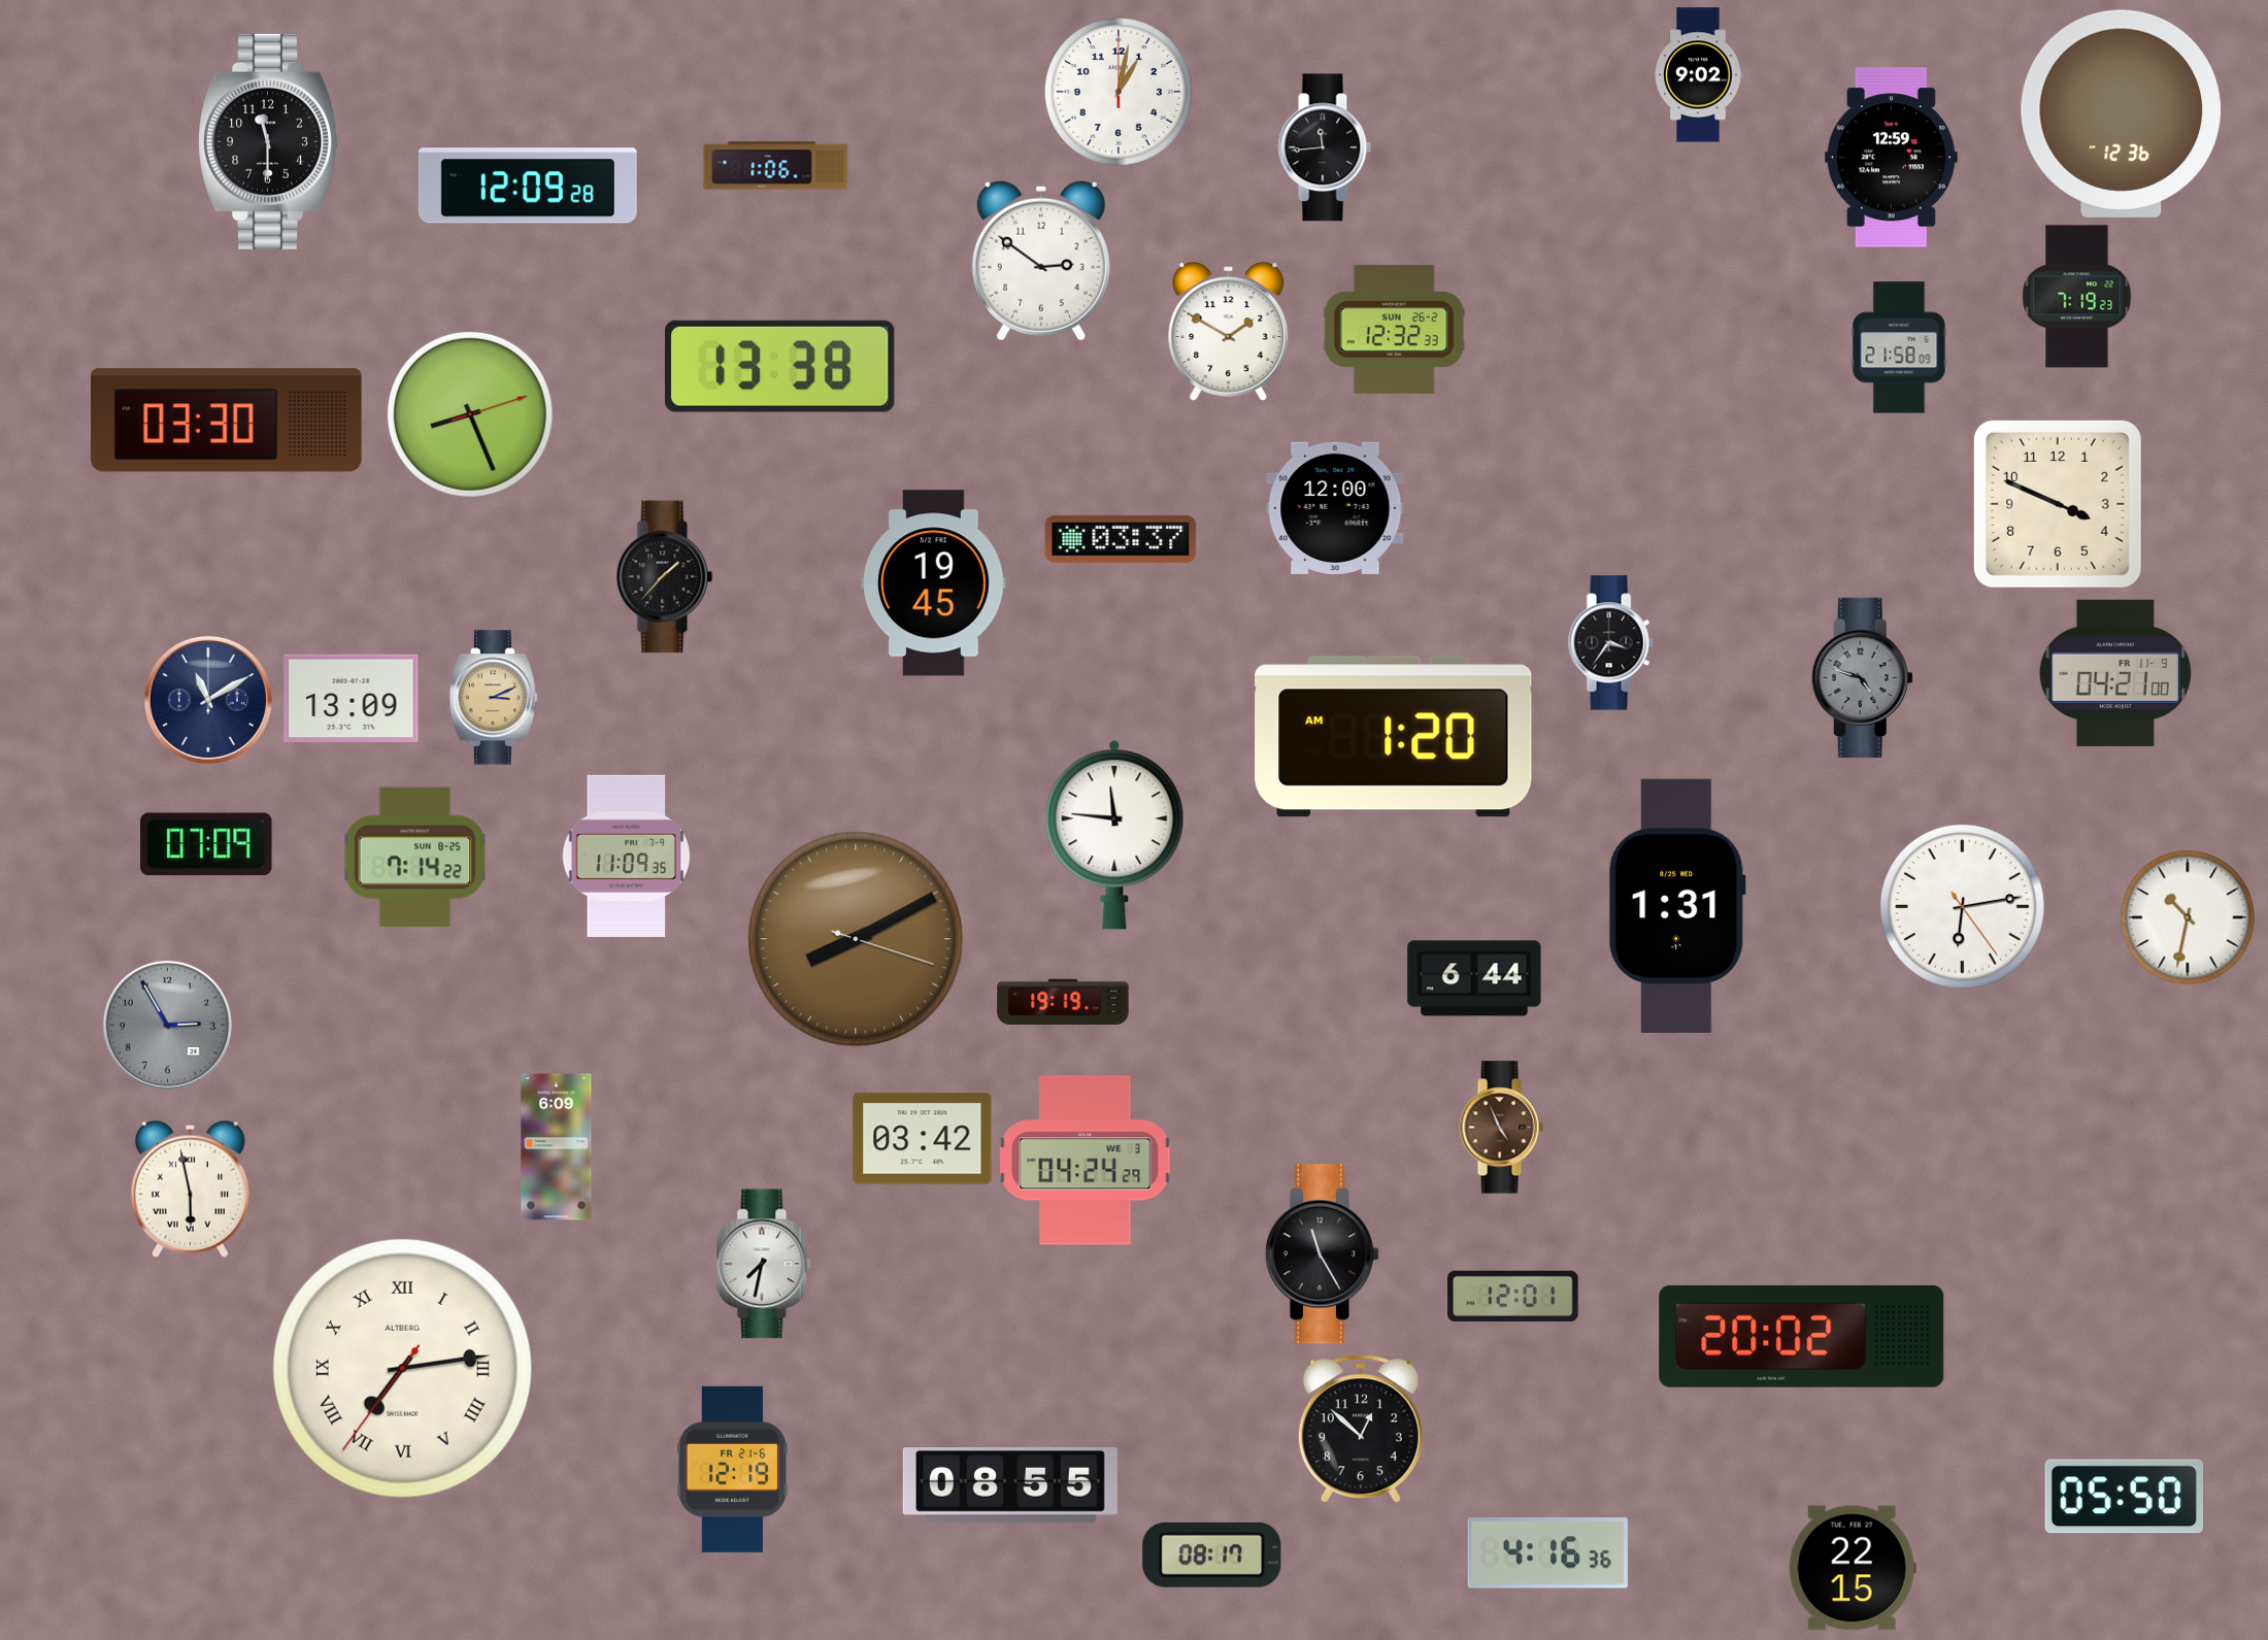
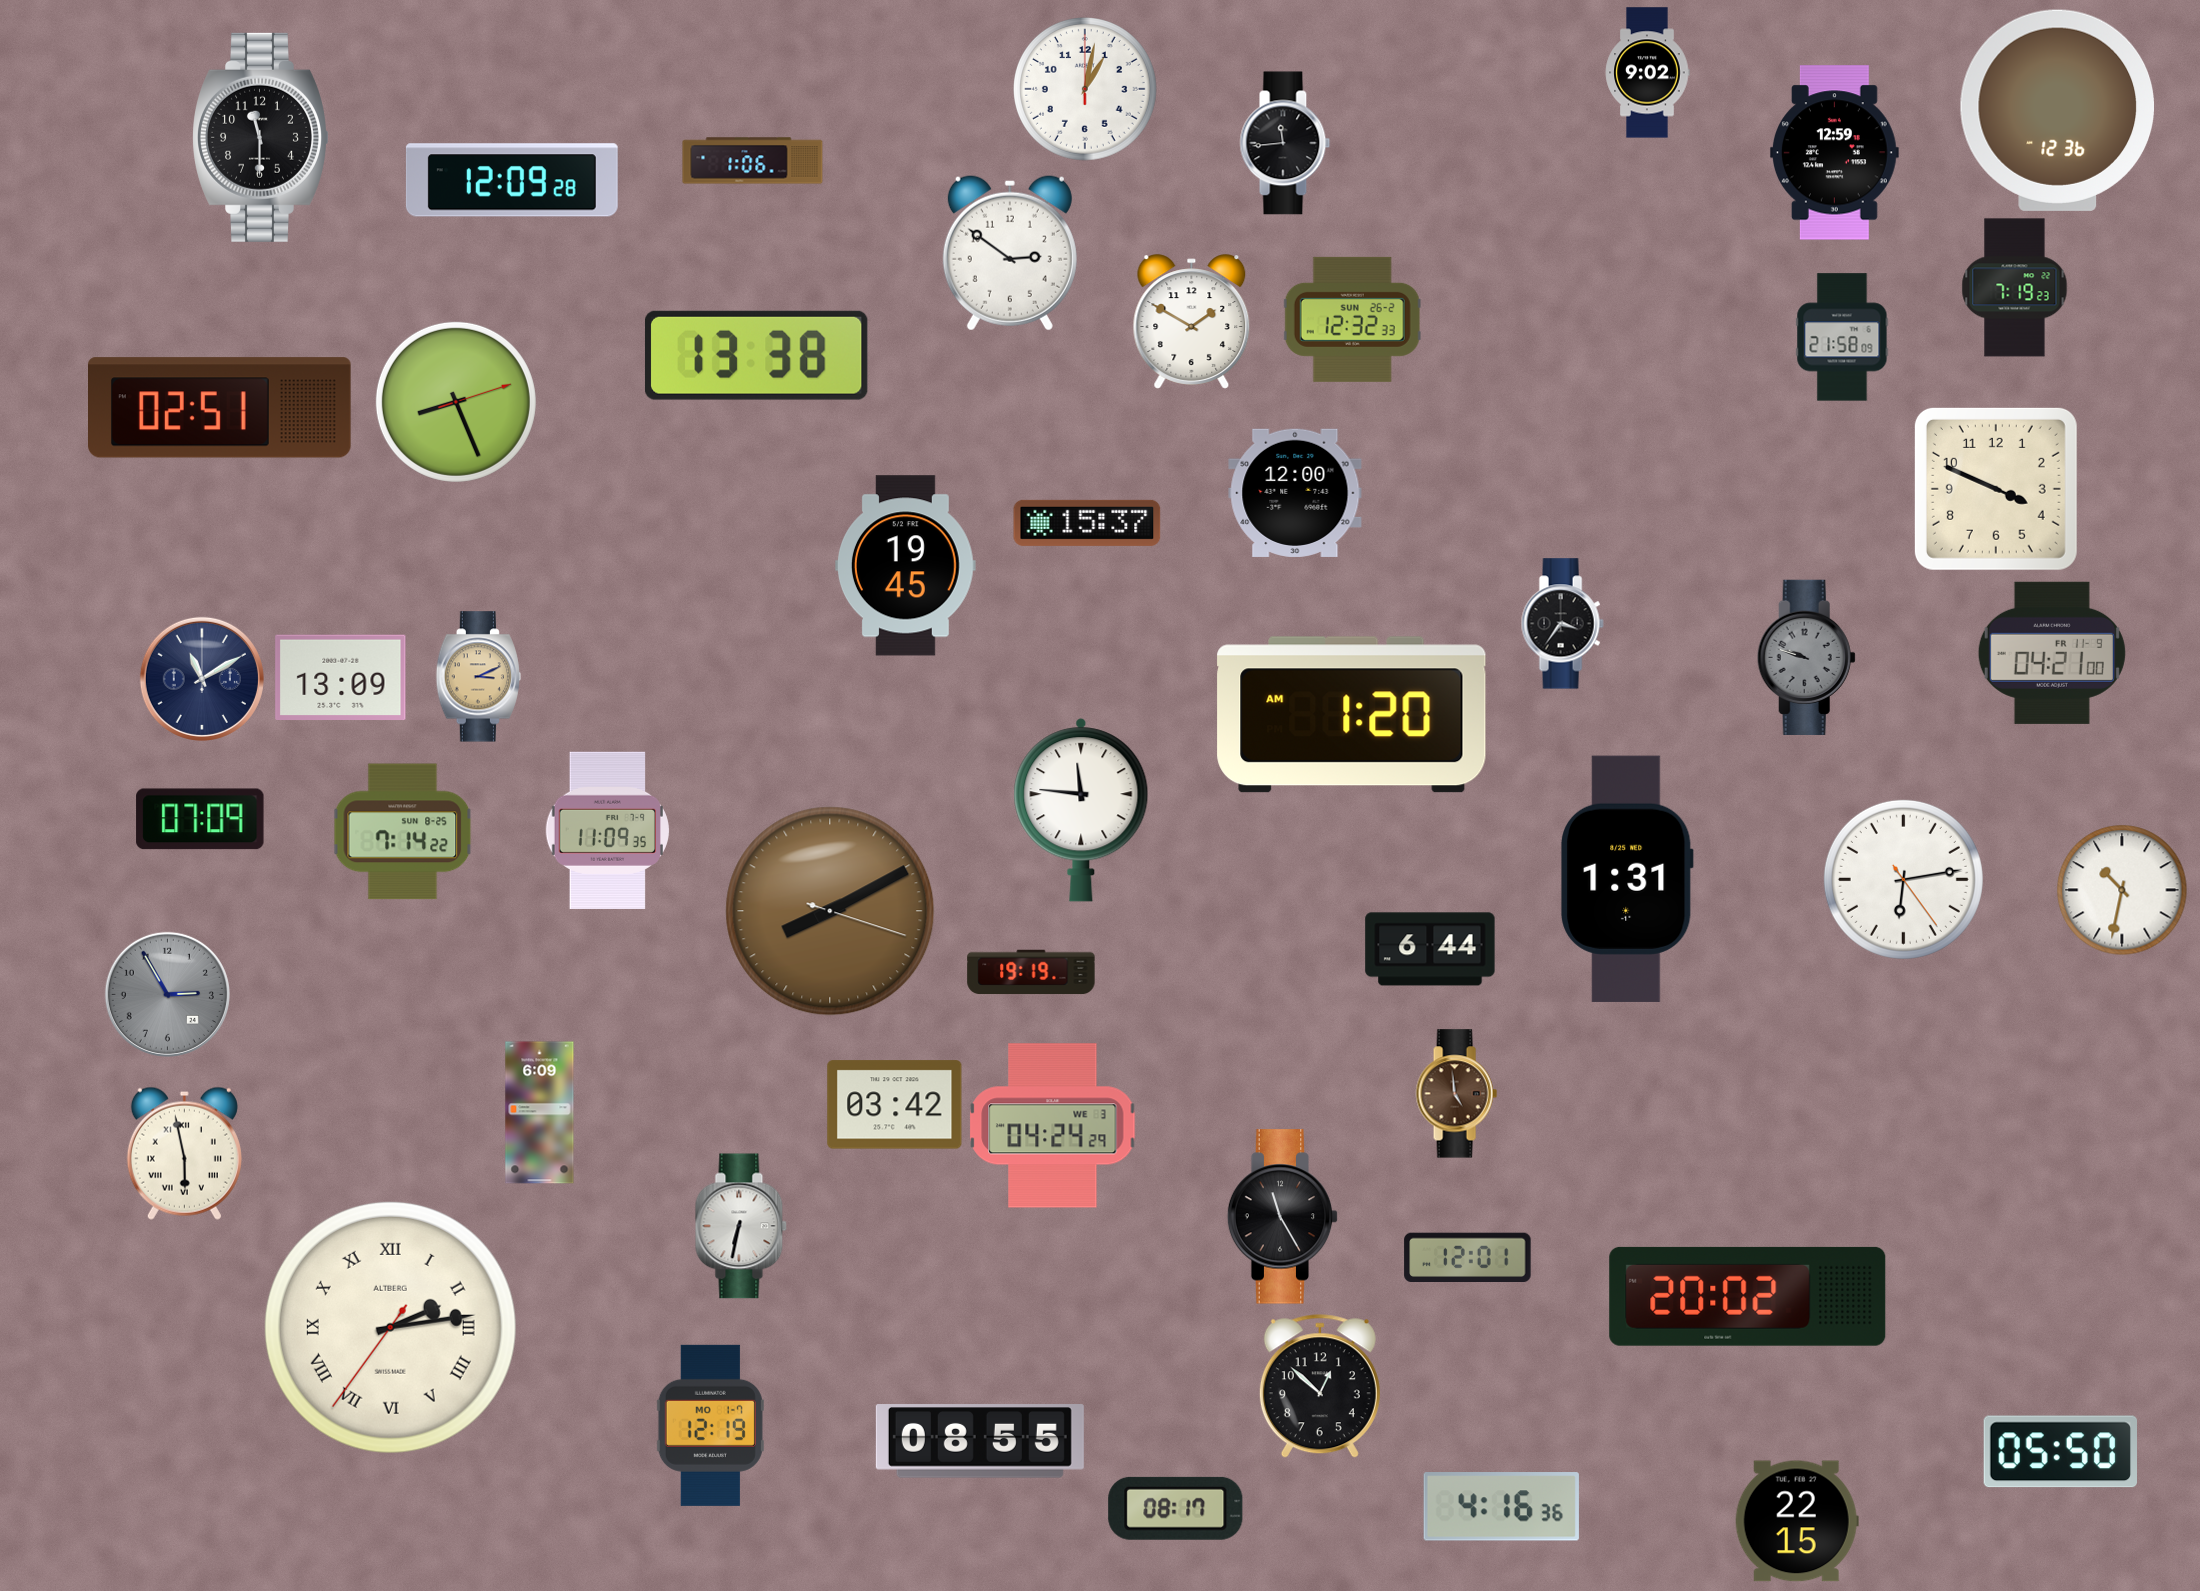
clock at (227, 421): 03:30 -> 02:51
clock at (1121, 539): 03:37 -> 15:37
clock at (665, 577): 1:37 -> none
clock at (1862, 677): 4:48 -> 9:48
clock at (167, 1025) position: (167, 1025) -> (167, 994)
clock at (1501, 1128): 4:56 -> 4:59
clock at (764, 1264): 7:32 -> 6:32
clock at (402, 1368): 7:13 -> 2:13
clock at (732, 1469) date: FR 21-6 -> MO 1-7
